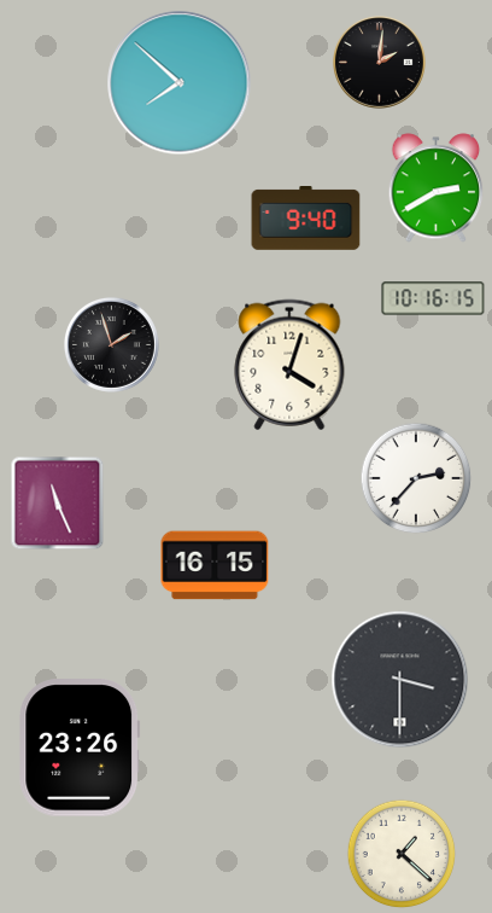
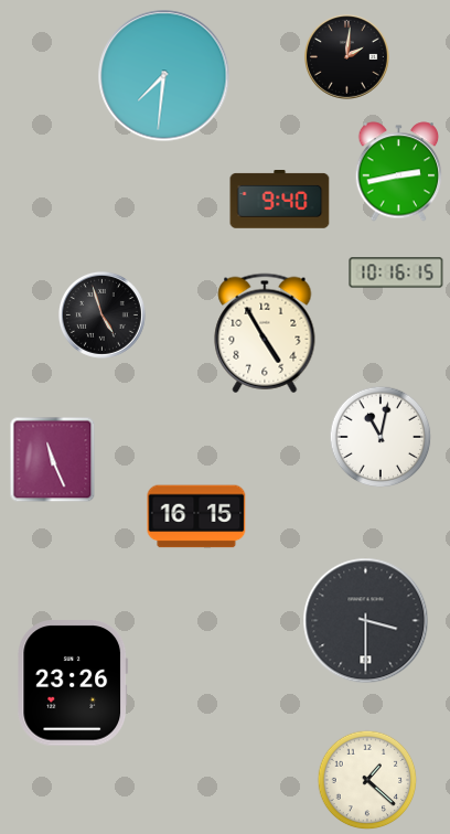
clock at (180, 83): 7:52 -> 7:31
clock at (437, 188): 2:40 -> 2:43
clock at (111, 344): 1:57 -> 4:57
clock at (289, 365): 4:03 -> 4:55
clock at (416, 478): 2:37 -> 11:02
